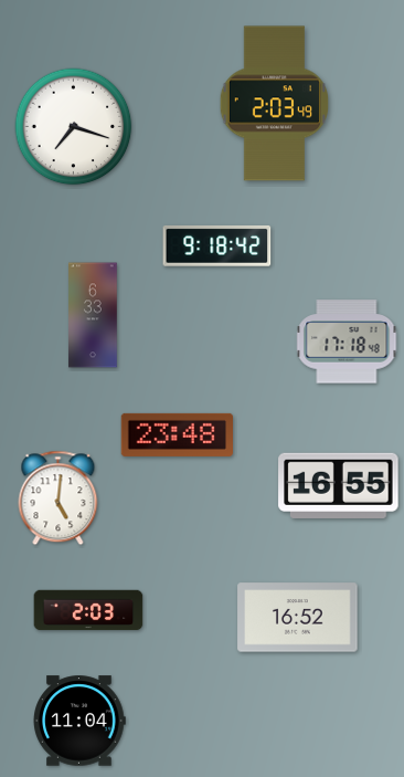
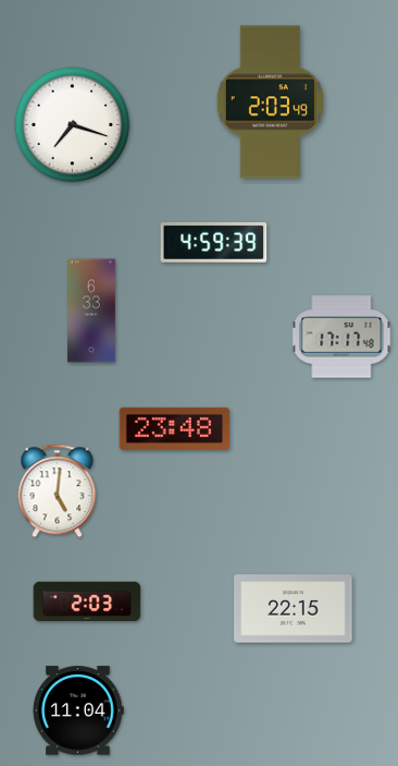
clock at (217, 246): 9:18 -> 4:59
clock at (347, 342): 17:18 -> 17:17
clock at (339, 485): 16:55 -> none
clock at (298, 618): 16:52 -> 22:15
